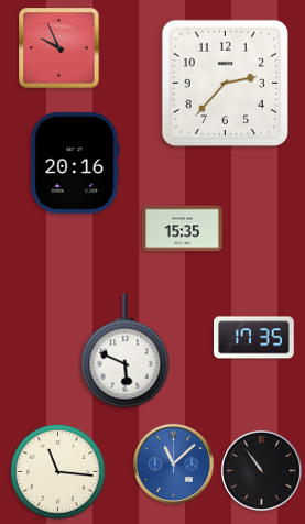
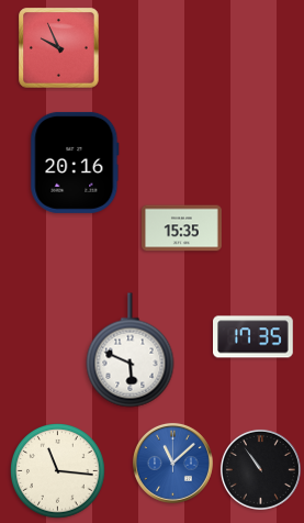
clock at (225, 83): 2:37 -> none
clock at (126, 351) position: (126, 351) -> (131, 350)
